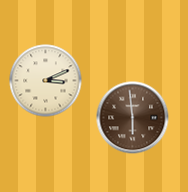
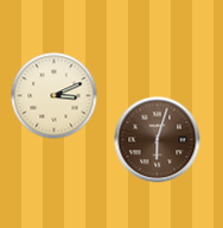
clock at (133, 118): 5:59 -> 6:03
